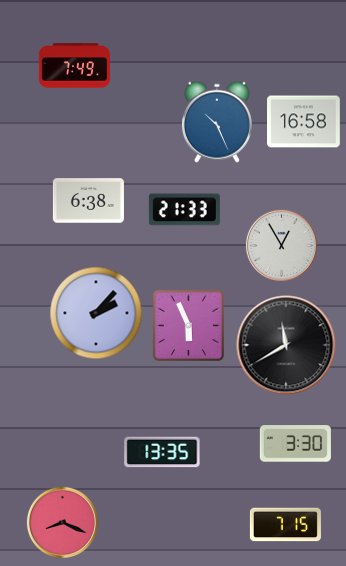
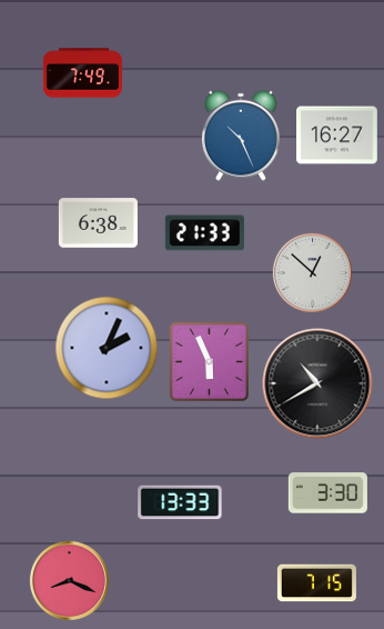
clock at (304, 122): 16:58 -> 16:27
clock at (281, 245): 12:55 -> 12:52
clock at (96, 313): 2:07 -> 2:04
clock at (286, 345): 11:40 -> 10:40
clock at (162, 452): 13:35 -> 13:33
